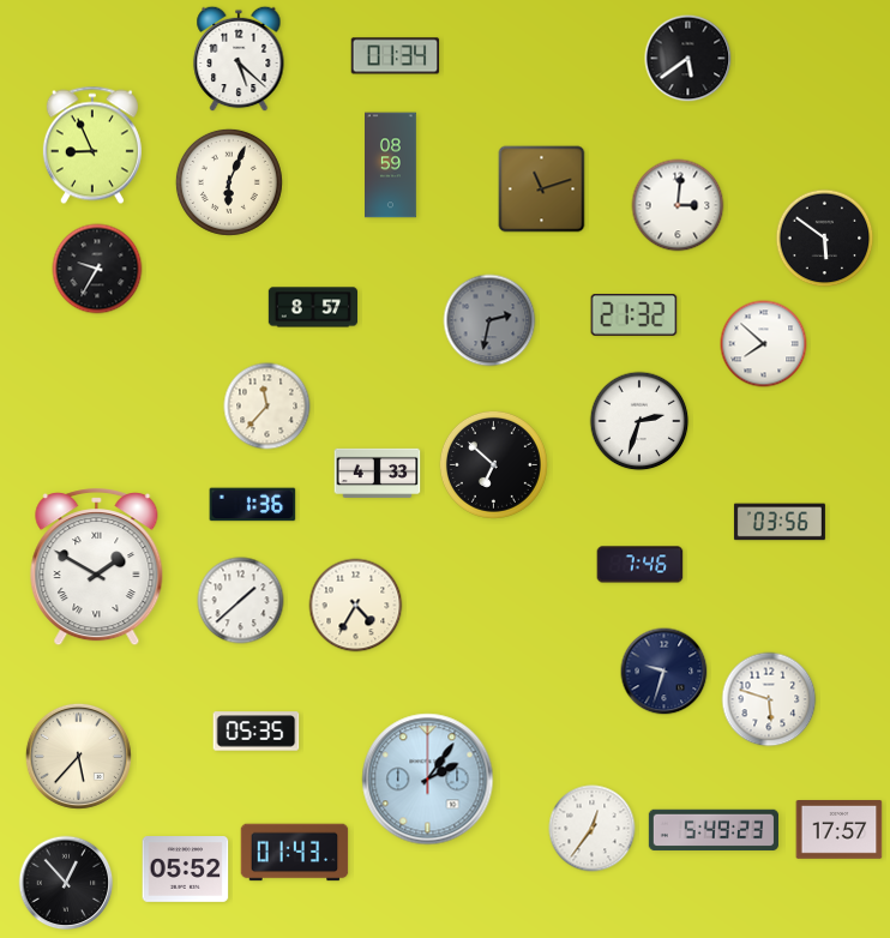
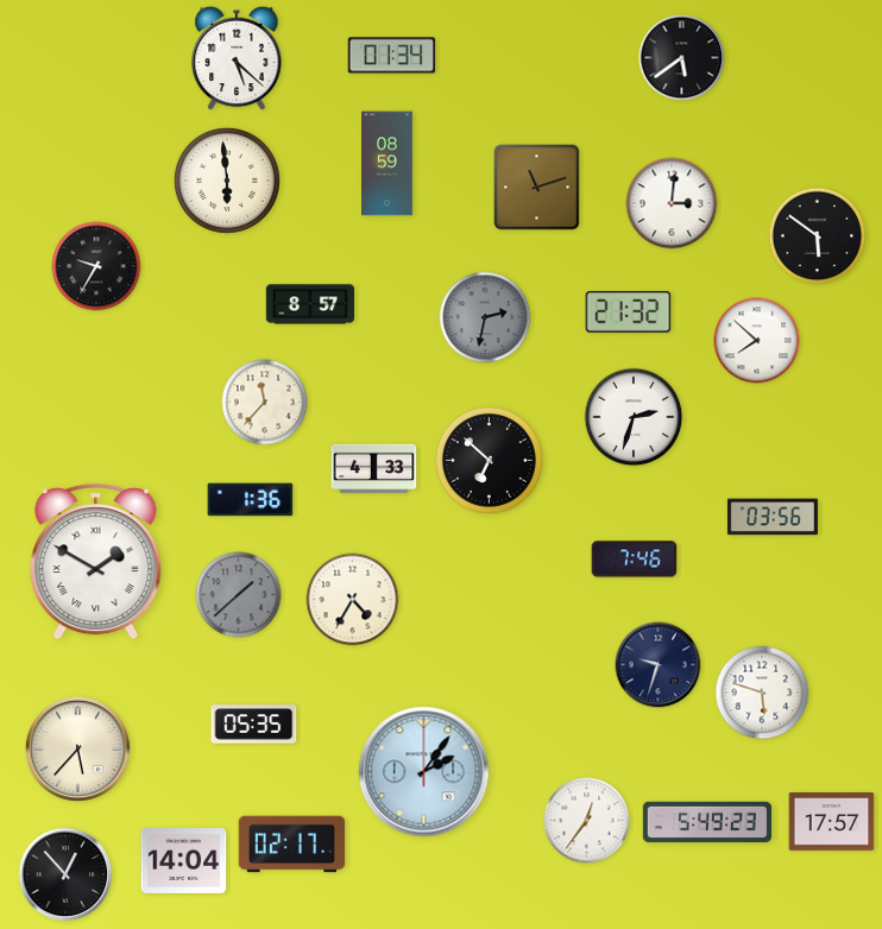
clock at (92, 145): 8:56 -> none
clock at (229, 182): 6:04 -> 5:59
clock at (241, 601) dial: white -> grey
clock at (295, 853): 01:43 -> 02:17
clock at (186, 870): 05:52 -> 14:04
